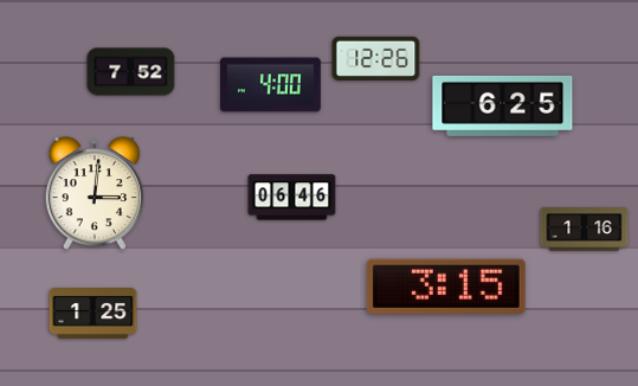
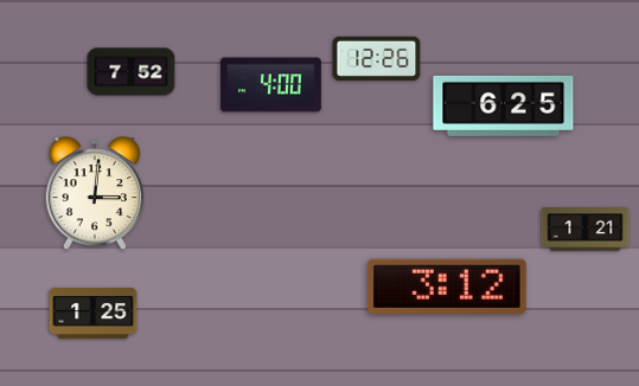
clock at (292, 198): 06:46 -> none
clock at (585, 230): 1:16 -> 1:21
clock at (446, 287): 3:15 -> 3:12
